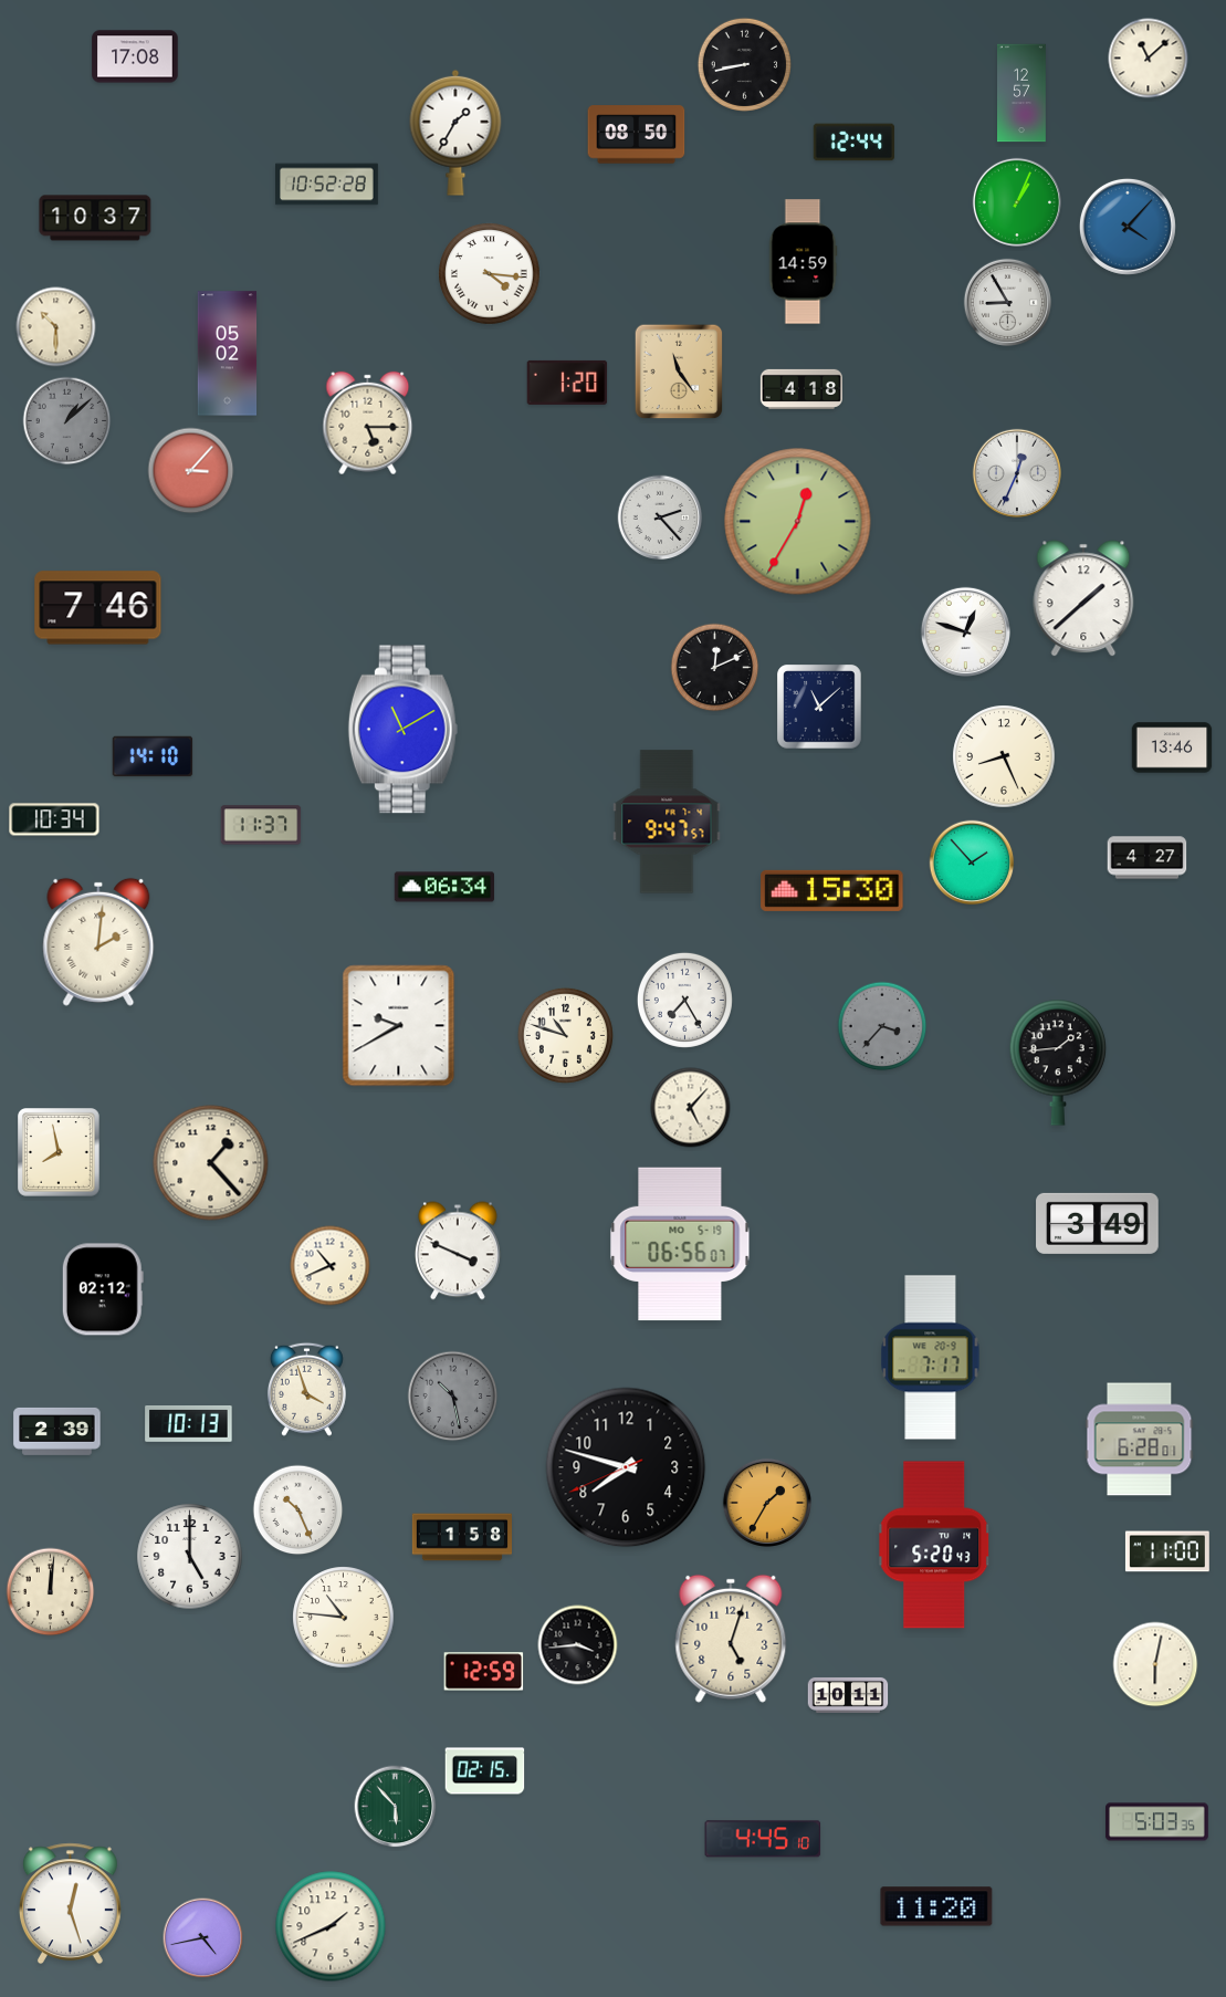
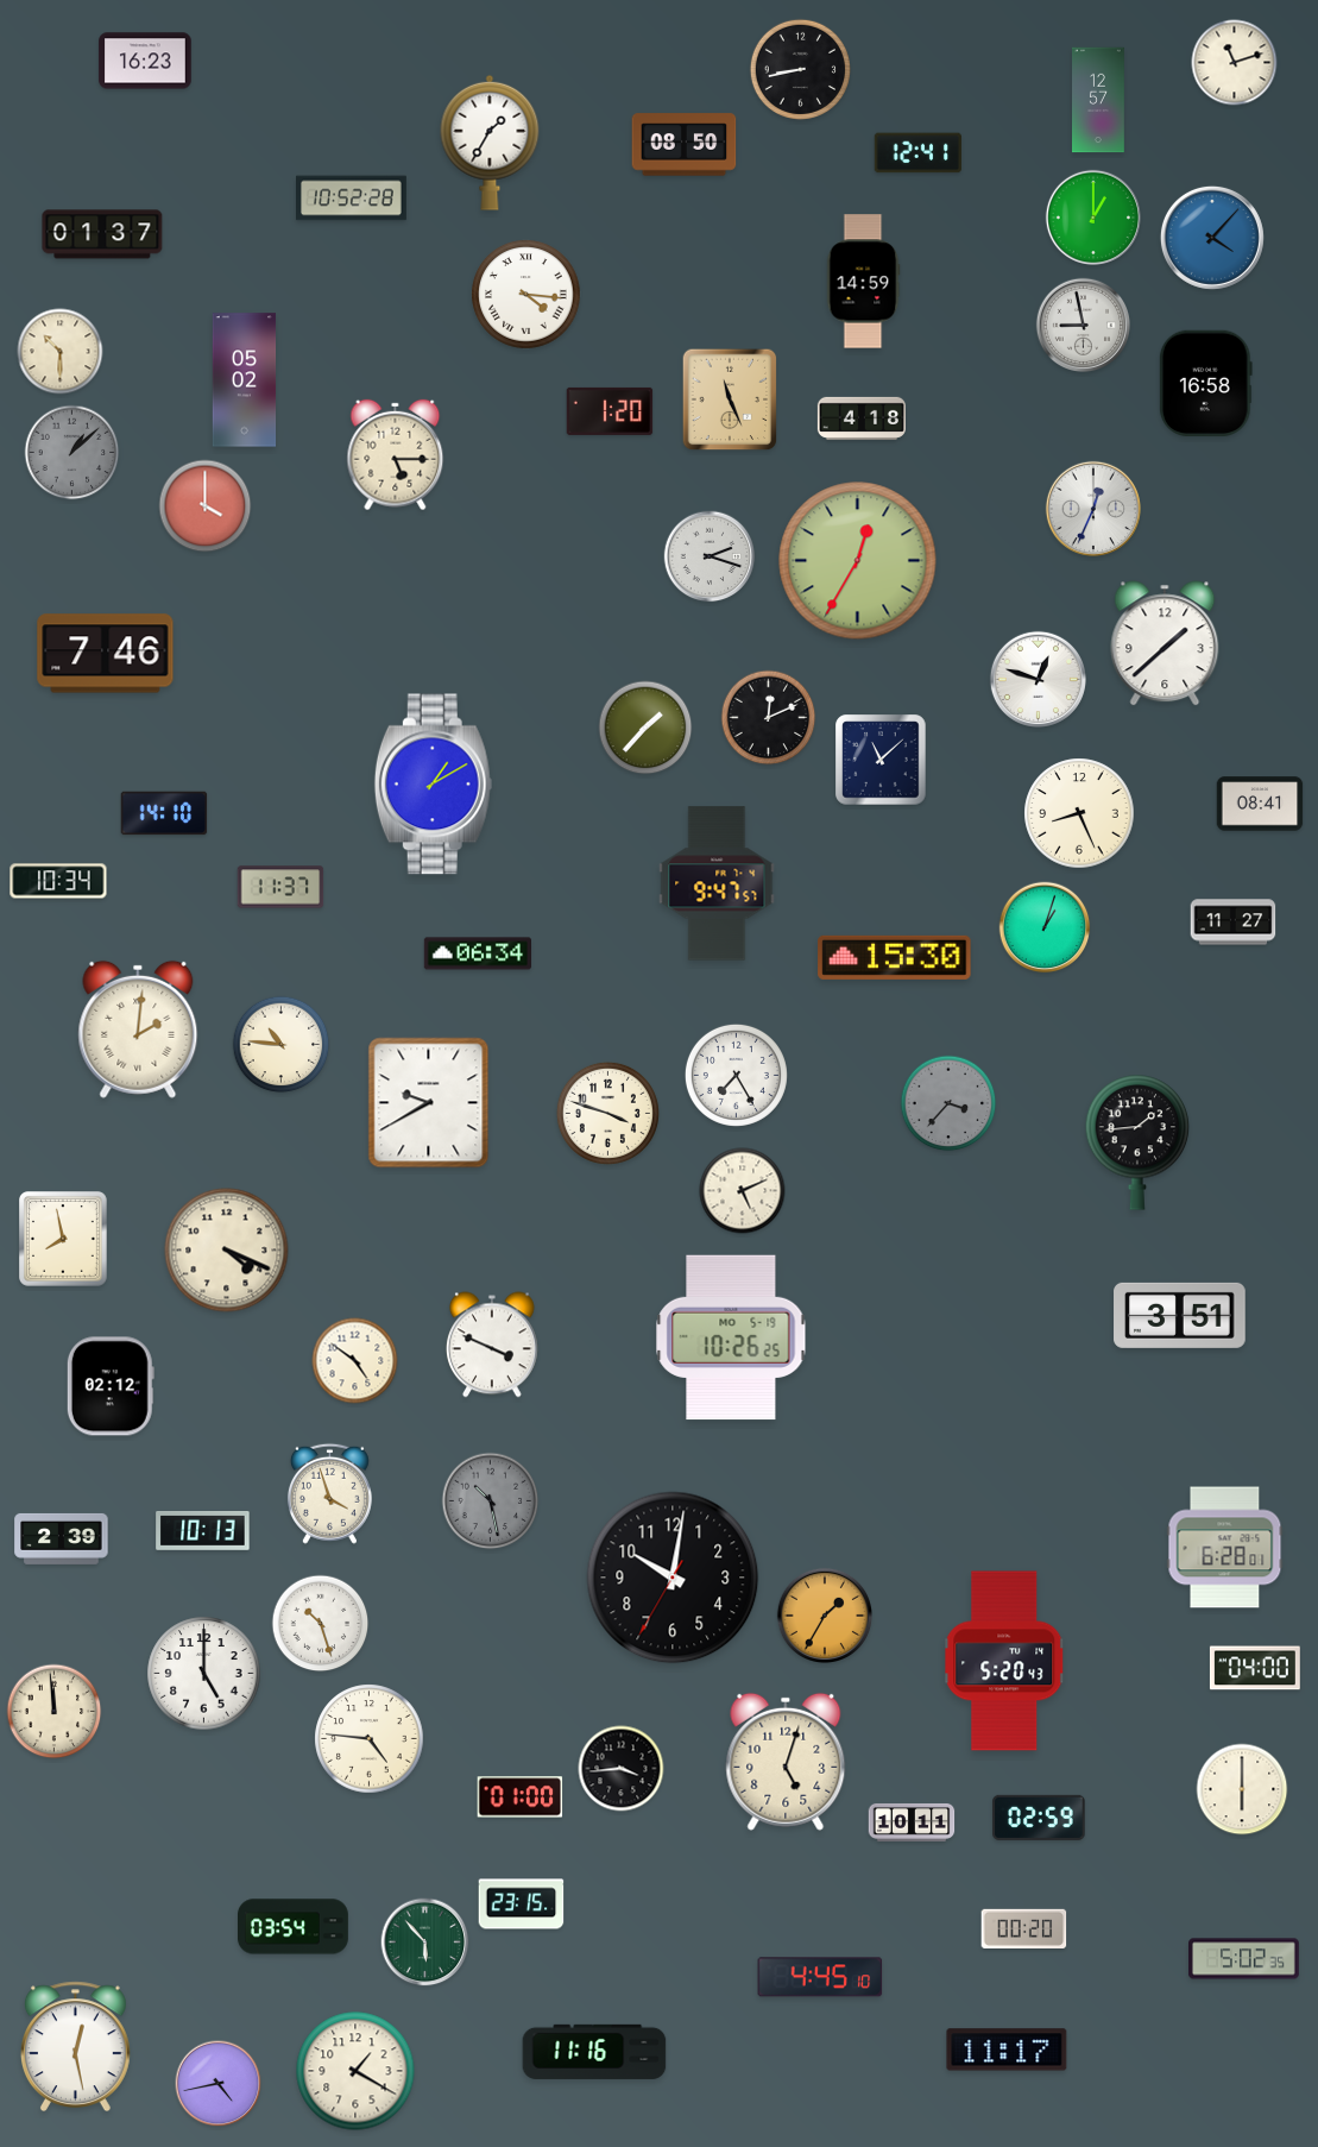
clock at (135, 56): 17:08 -> 16:23
clock at (1149, 59): 11:08 -> 11:12
clock at (853, 143): 12:44 -> 12:41
clock at (1016, 201): 1:04 -> 1:00
clock at (95, 218): 10:37 -> 01:37
clock at (1128, 227) position: (1128, 227) -> (1212, 238)
clock at (1008, 303): 8:55 -> 8:58
clock at (1205, 384): none -> 16:58
clock at (679, 372): 11:24 -> 11:26
clock at (191, 471): 3:07 -> 4:00
clock at (660, 517): 2:23 -> 2:18
clock at (645, 728): none -> 1:37
clock at (402, 730): 11:10 -> 1:10
clock at (1172, 747): 13:46 -> 08:41
clock at (1148, 858): 4:27 -> 11:27
clock at (972, 862): 1:53 -> 1:03
clock at (98, 942) position: (98, 942) -> (138, 1030)
clock at (282, 1045): none -> 10:46
clock at (565, 1035): 10:48 -> 3:48
clock at (691, 1108): 5:07 -> 5:11
clock at (211, 1163): 1:23 -> 4:19
clock at (1098, 1223): 3:49 -> 3:51
clock at (680, 1244): 06:56 -> 10:26
clock at (331, 1266): 10:41 -> 4:51
clock at (931, 1358): 7:17 -> none
clock at (453, 1397) position: (453, 1397) -> (491, 1501)
clock at (626, 1467): 7:47 -> 10:01
clock at (298, 1510): 10:26 -> 10:27
clock at (461, 1537): 1:58 -> none
clock at (1167, 1551): 11:00 -> 04:00
clock at (51, 1592): 12:01 -> 11:59
clock at (344, 1618): 10:46 -> 4:46
clock at (1155, 1664): 6:02 -> 6:00
clock at (484, 1672): 12:59 -> 01:00
clock at (1039, 1818): none -> 02:59
clock at (485, 1771): 02:15 -> 23:15
clock at (294, 1927): none -> 03:54
clock at (1024, 1928): none -> 00:20
clock at (1157, 1822): 5:03 -> 5:02
clock at (70, 1904): 12:27 -> 12:28
clock at (936, 1906): 11:20 -> 11:17
clock at (594, 2052): none -> 11:16
clock at (331, 1926): 1:41 -> 1:20
